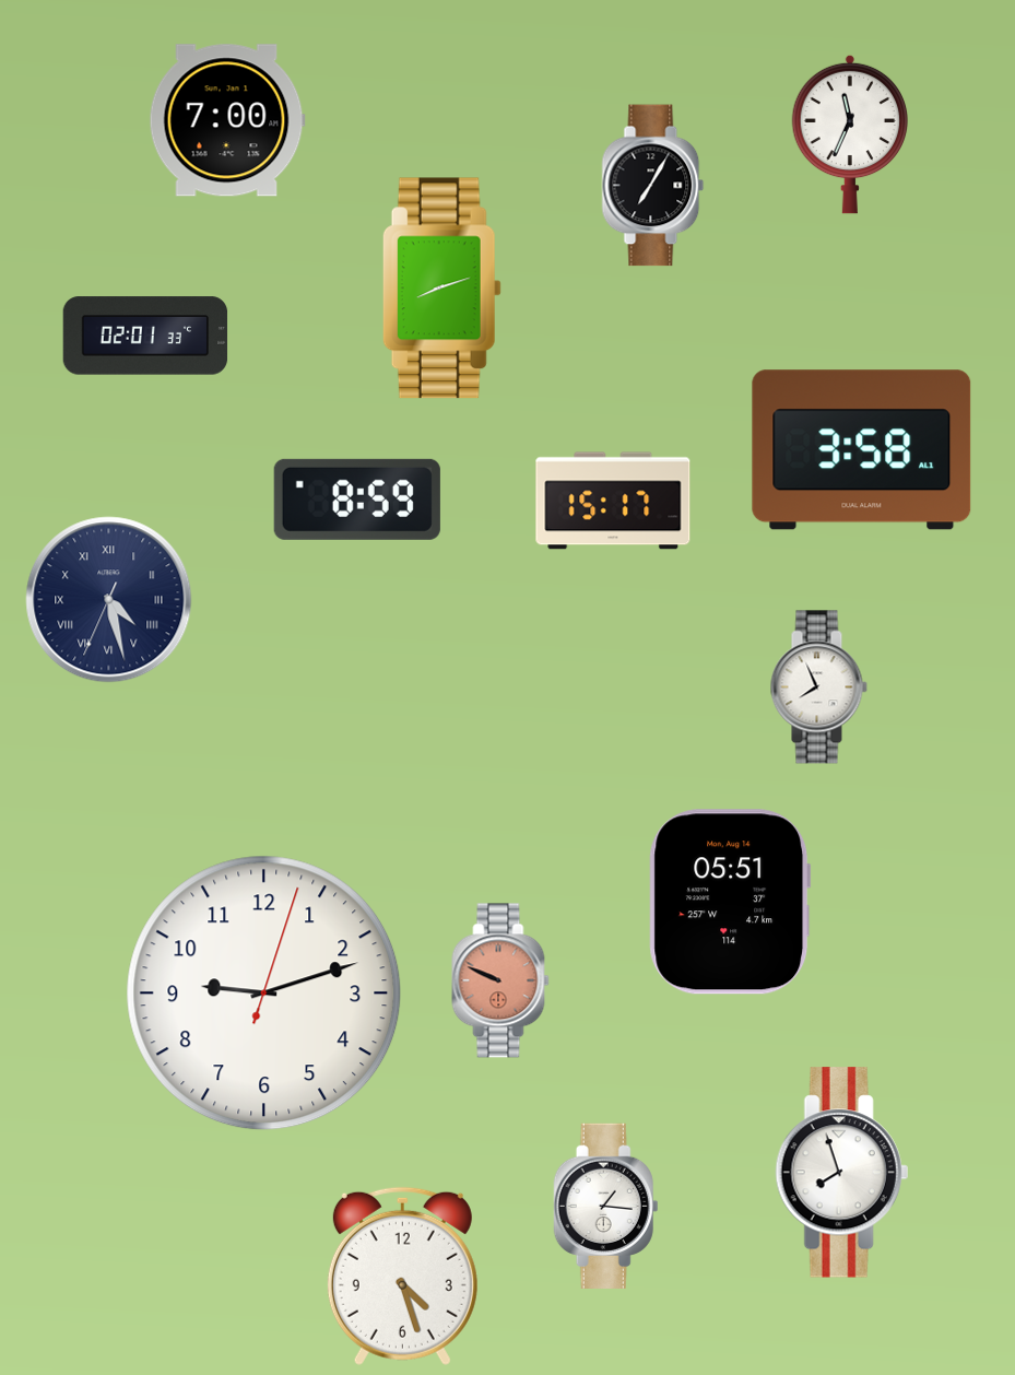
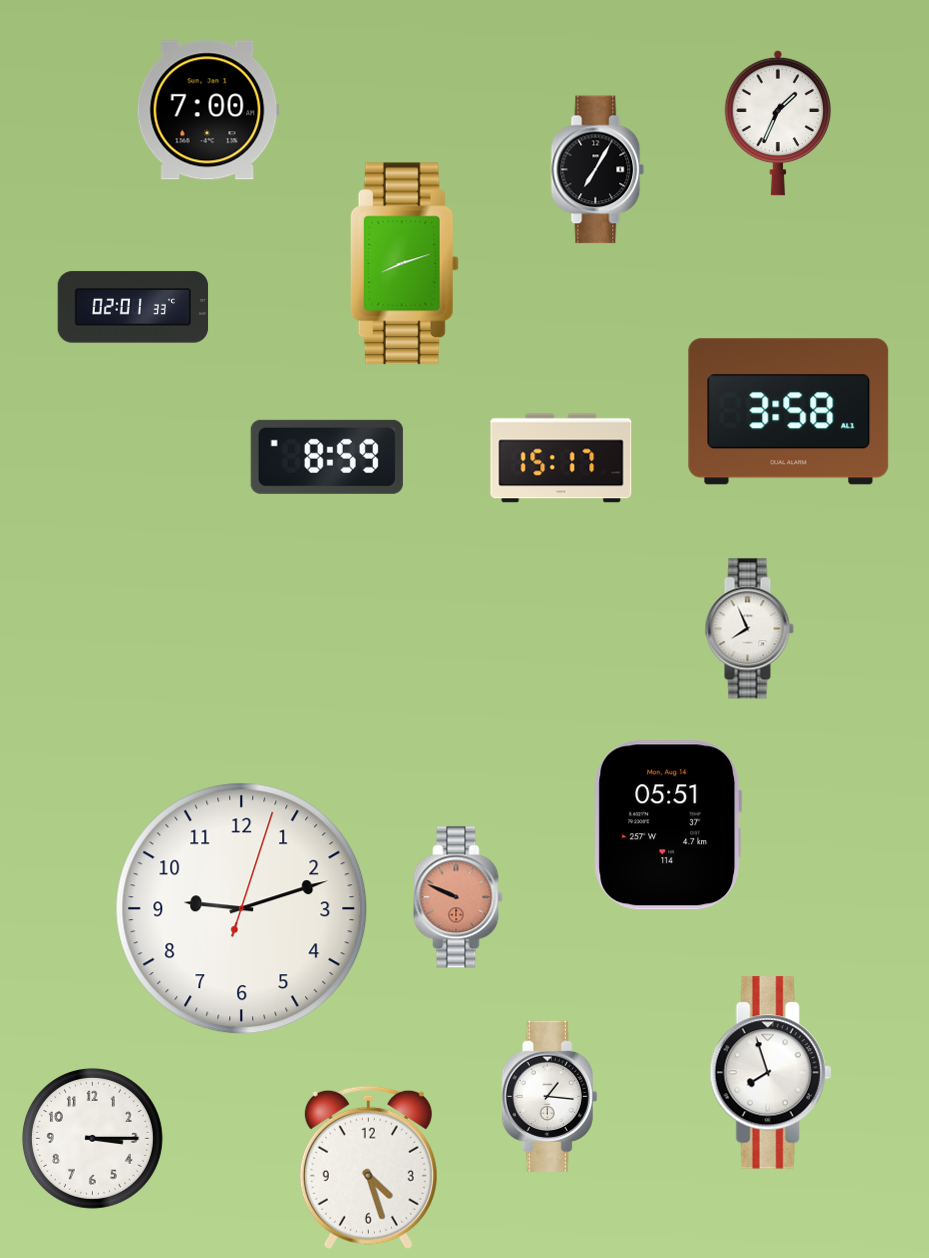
clock at (850, 134): 11:34 -> 1:34
clock at (109, 600): 4:27 -> none
clock at (606, 1206) position: (606, 1206) -> (550, 1096)
clock at (92, 1138): none -> 3:15
